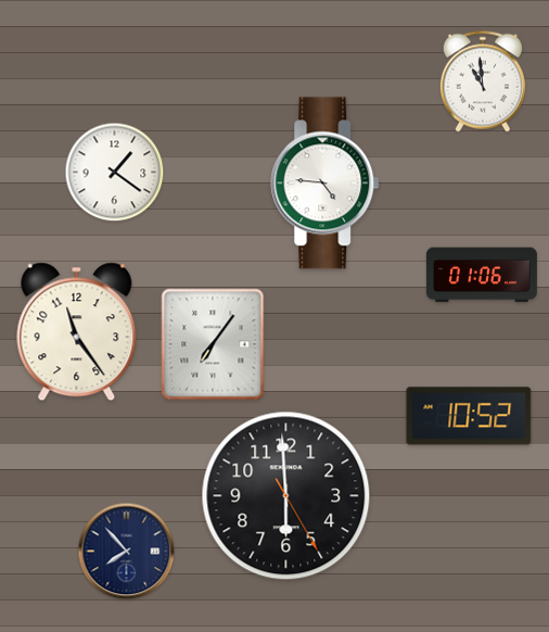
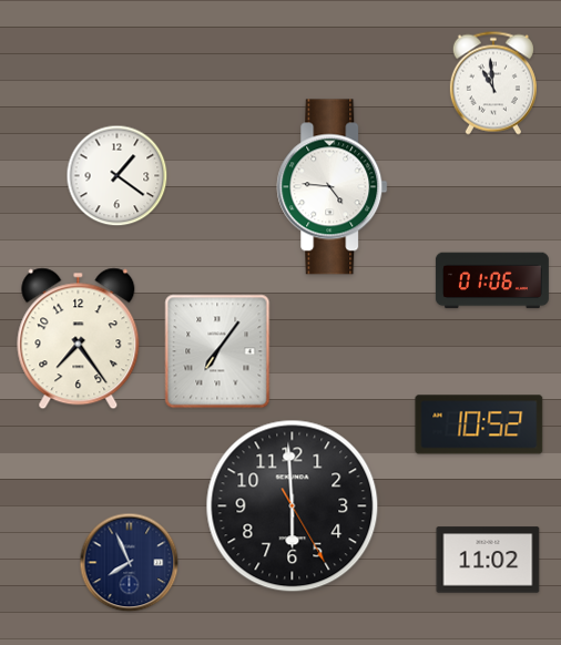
clock at (77, 332): 11:24 -> 7:24
clock at (488, 560): none -> 11:02
clock at (127, 552): 7:53 -> 7:56
